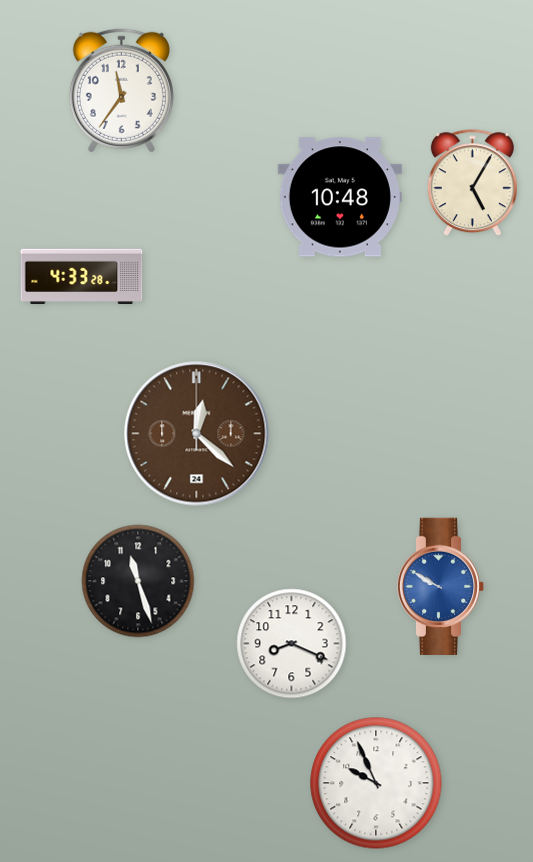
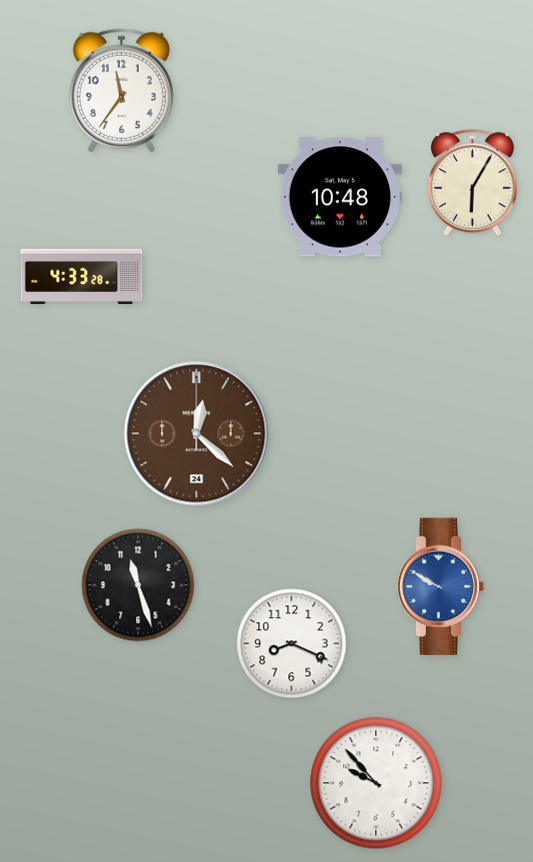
clock at (472, 183): 5:05 -> 6:05
clock at (138, 581) position: (138, 581) -> (138, 585)
clock at (376, 783): 9:56 -> 9:53
